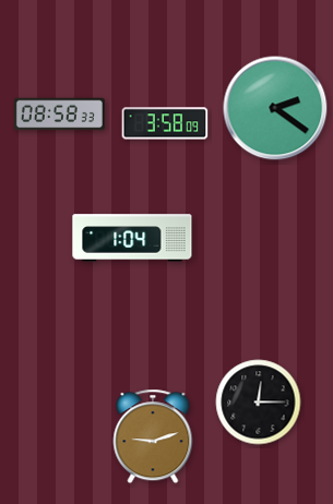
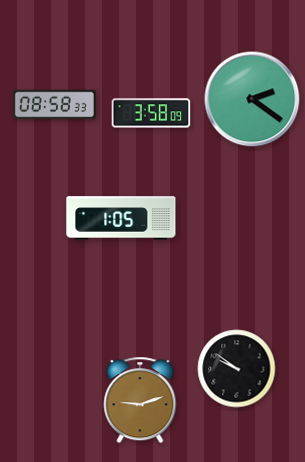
clock at (132, 238): 1:04 -> 1:05
clock at (259, 403): 12:15 -> 9:51
